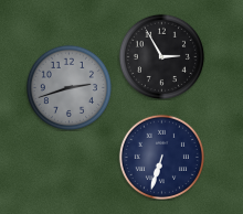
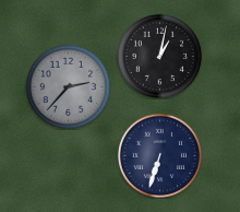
clock at (161, 56): 2:55 -> 1:02
clock at (68, 87): 2:42 -> 2:37
